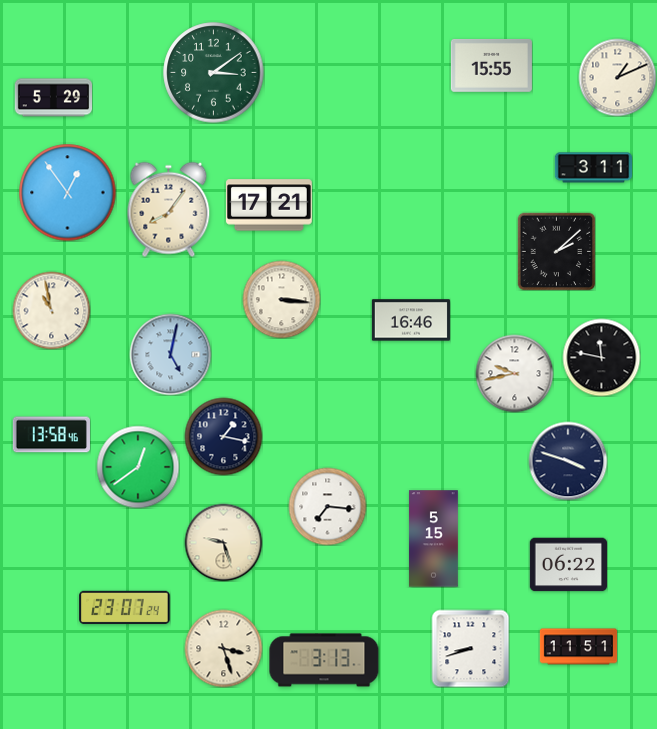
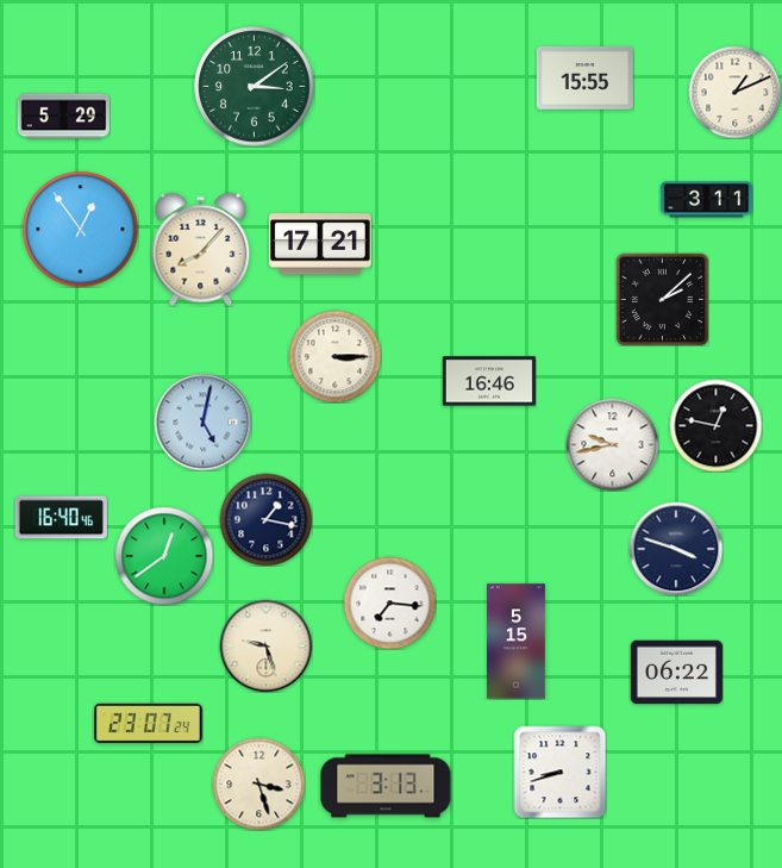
clock at (169, 209): 8:06 -> 8:07
clock at (281, 299): 3:16 -> 3:15
clock at (51, 310): 10:58 -> none
clock at (601, 357): 11:47 -> 12:47
clock at (51, 435): 13:58 -> 16:40
clock at (578, 647): 11:51 -> none
clock at (223, 648) position: (223, 648) -> (258, 783)
